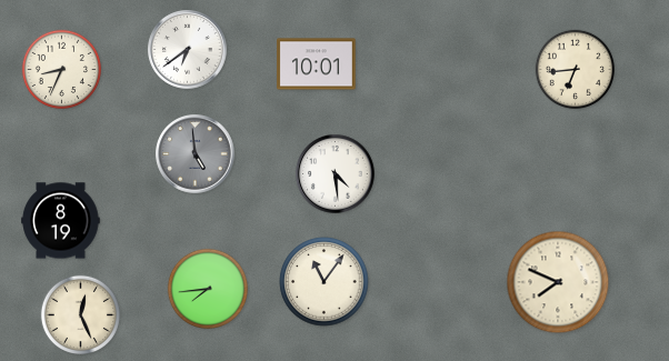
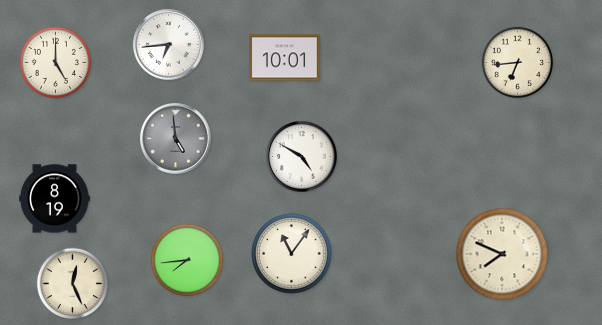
clock at (188, 50): 6:39 -> 6:44
clock at (61, 69): 8:34 -> 5:00
clock at (336, 174): 4:29 -> 4:50
